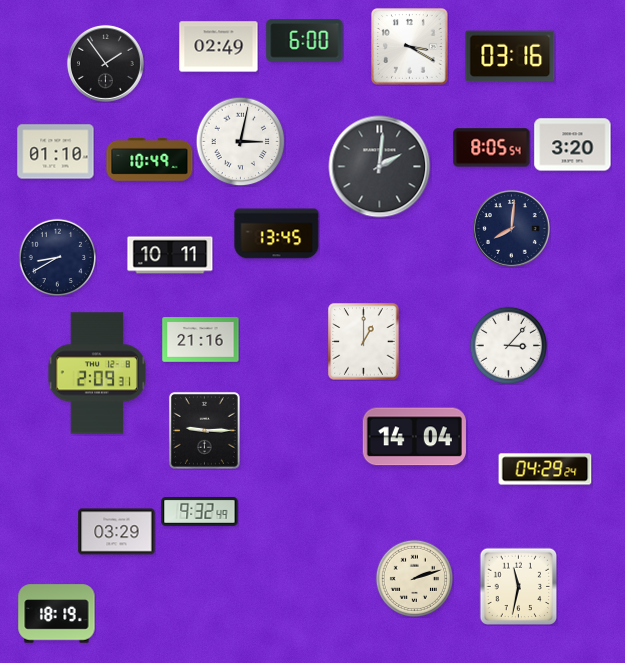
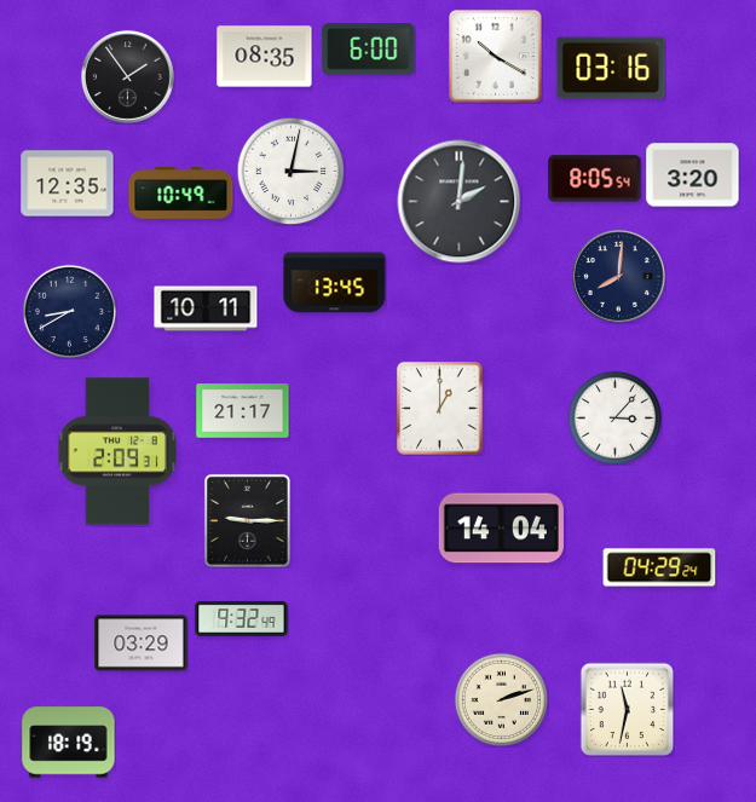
clock at (219, 47): 02:49 -> 08:35
clock at (410, 47): 3:20 -> 10:20
clock at (510, 56) position: (510, 56) -> (611, 68)
clock at (56, 152): 01:10 -> 12:35
clock at (201, 340): 21:16 -> 21:17
clock at (364, 342) position: (364, 342) -> (440, 409)
